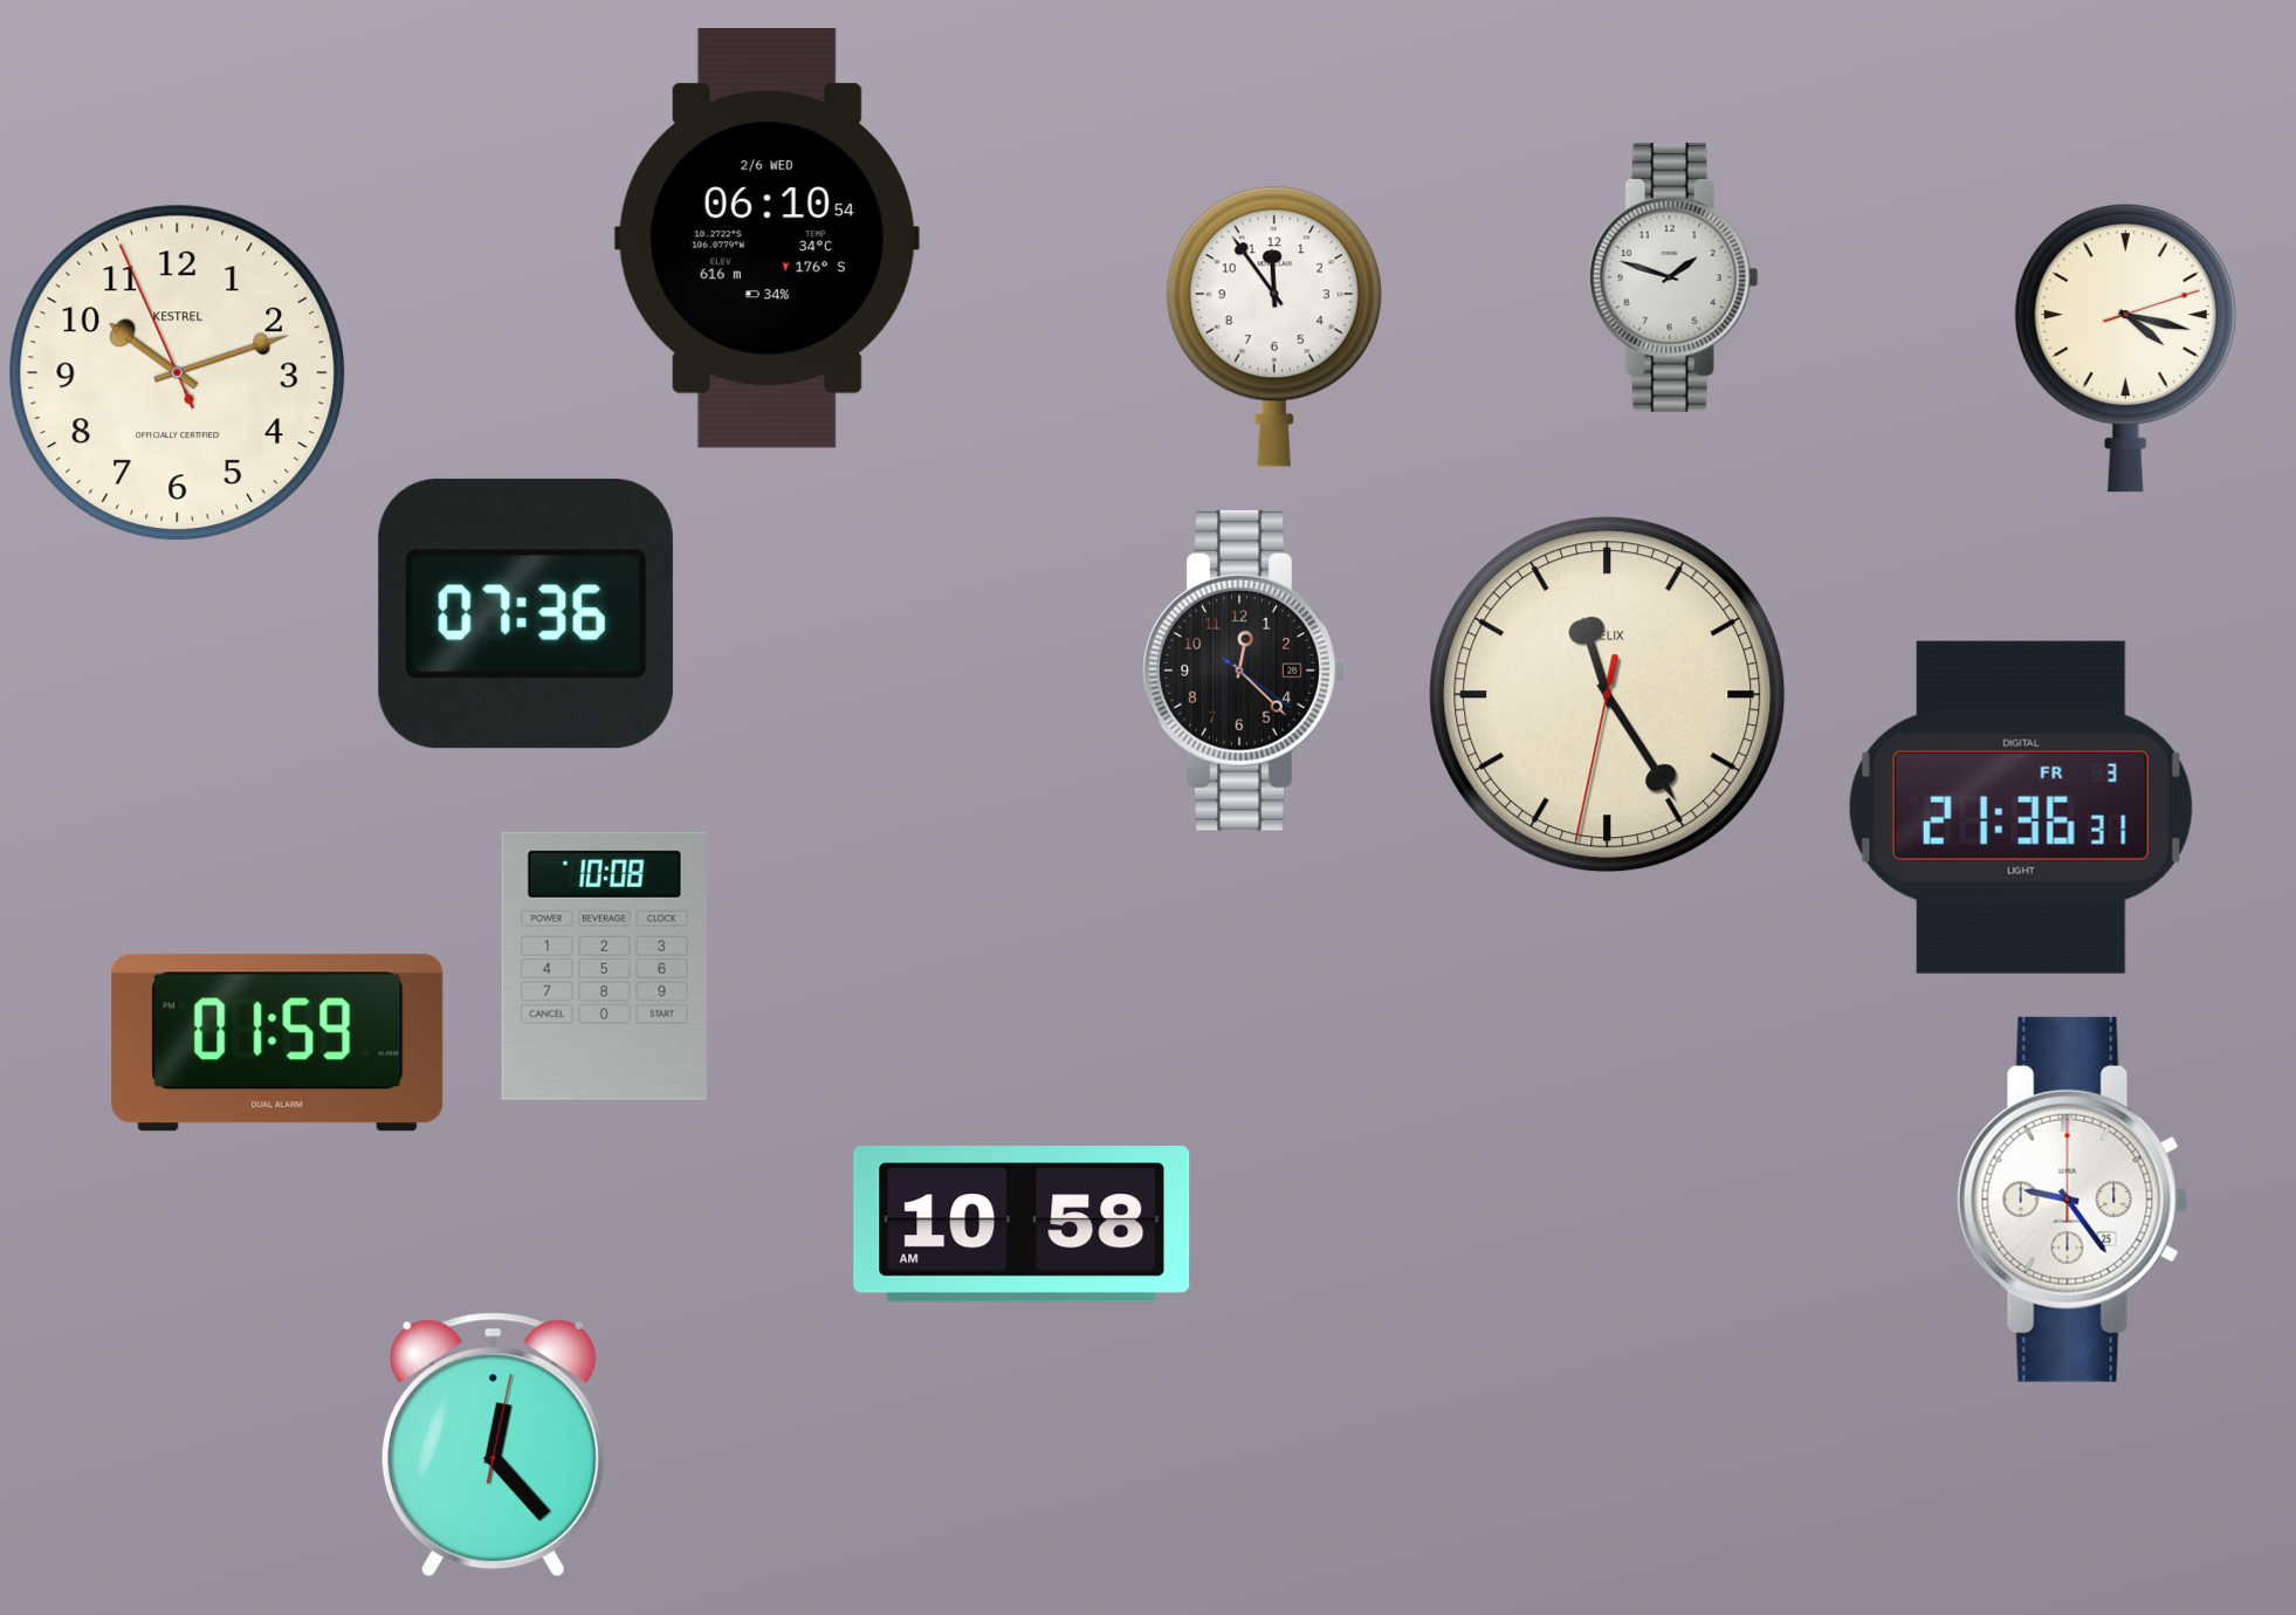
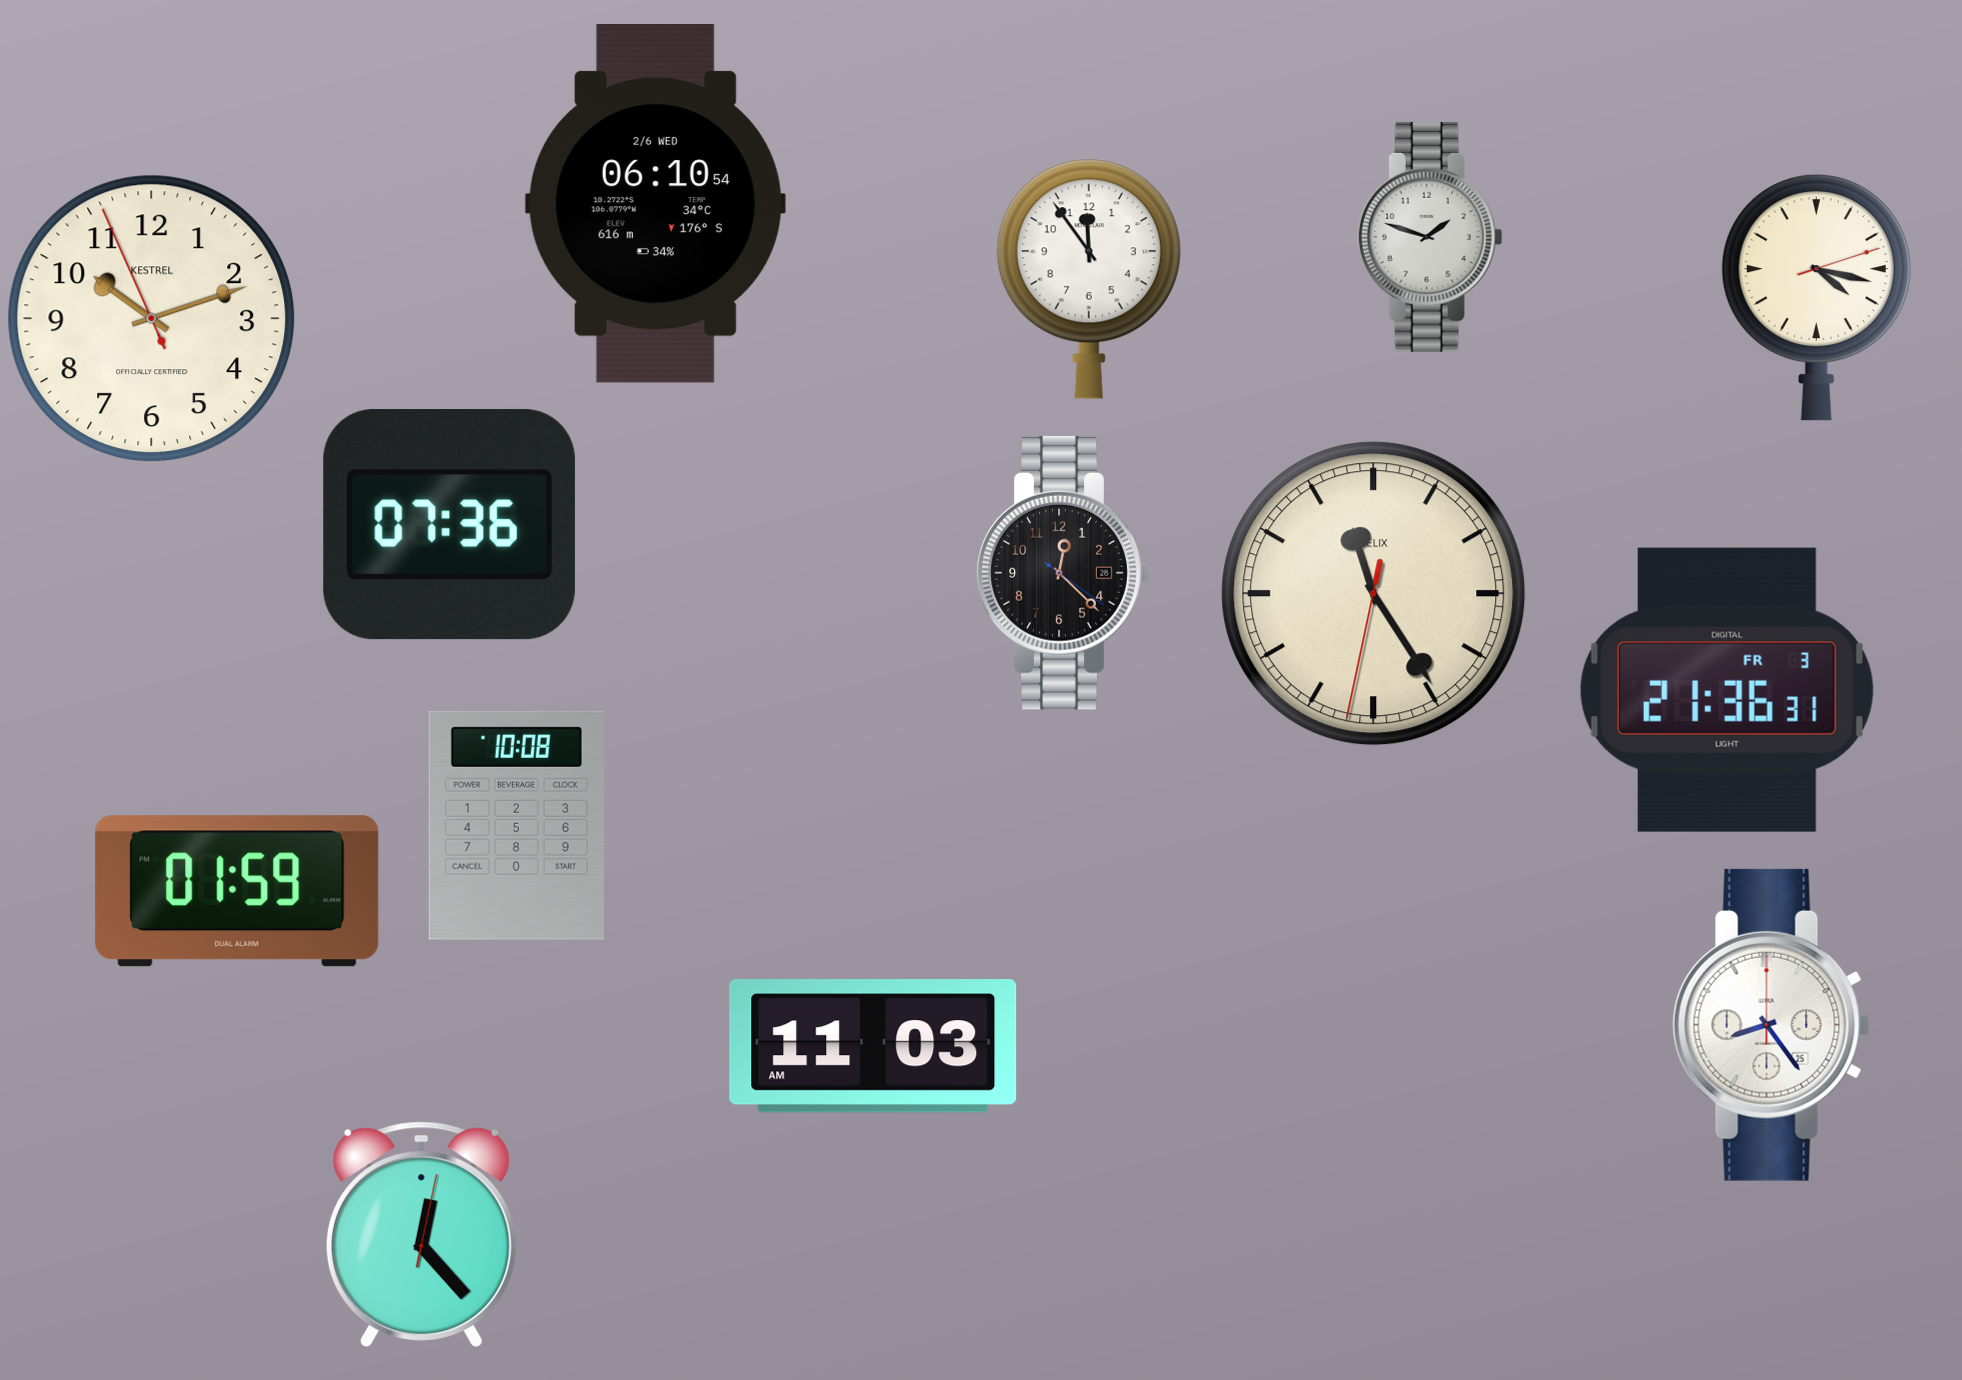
clock at (2072, 1200): 9:24 -> 8:24
clock at (1022, 1224): 10:58 -> 11:03
